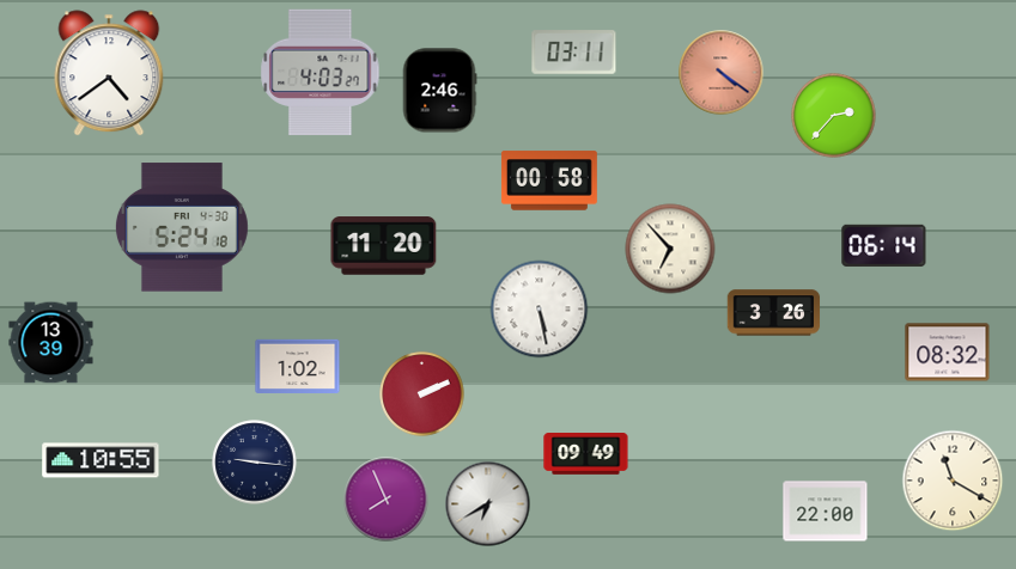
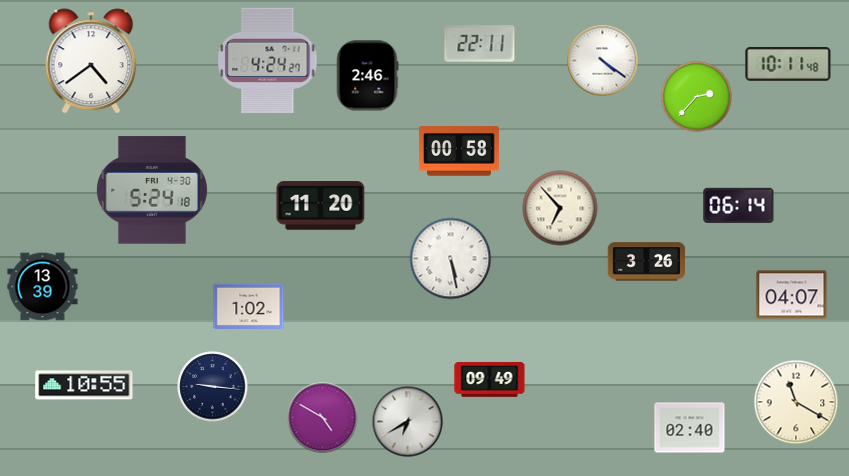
clock at (574, 53): 03:11 -> 22:11
clock at (321, 73): 4:03 -> 4:24
clock at (722, 73) dial: salmon -> white
clock at (788, 64): none -> 10:11
clock at (948, 353): 08:32 -> 04:07
clock at (422, 394): 2:11 -> none
clock at (387, 500): 7:56 -> 4:50
clock at (826, 512): 22:00 -> 02:40
